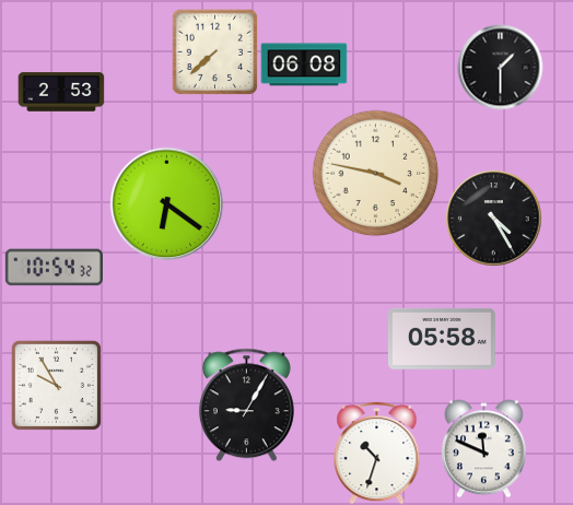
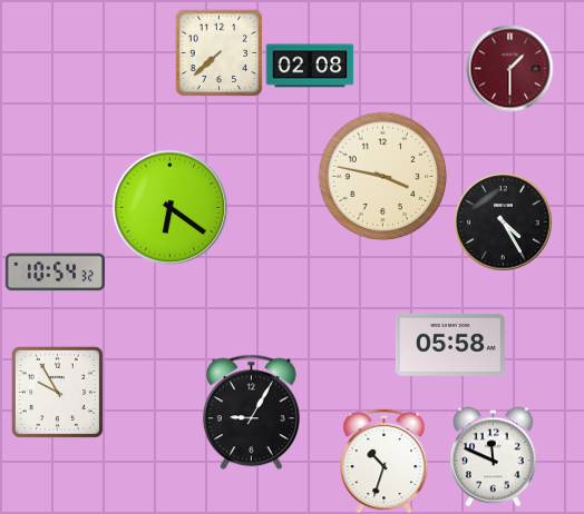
clock at (304, 64): 06:08 -> 02:08
clock at (500, 67) dial: black -> burgundy
clock at (61, 92): 2:53 -> none
